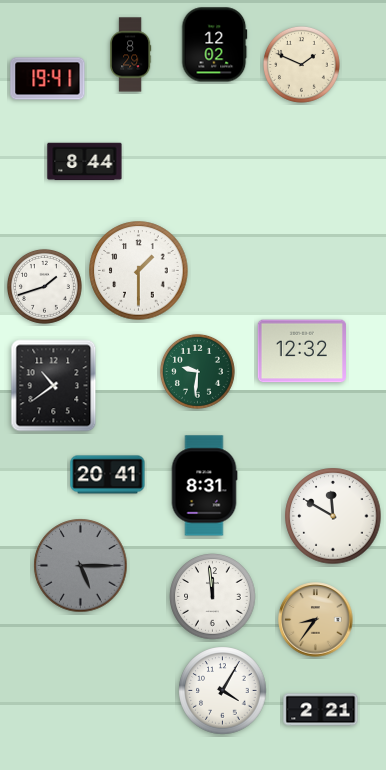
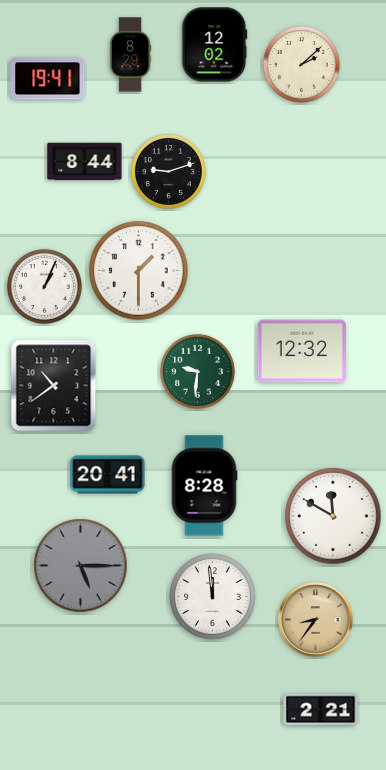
clock at (302, 65): 1:49 -> 2:08
clock at (168, 171): none -> 9:12
clock at (44, 286): 1:42 -> 1:04
clock at (204, 486): 8:31 -> 8:28
clock at (223, 691): 4:05 -> none
